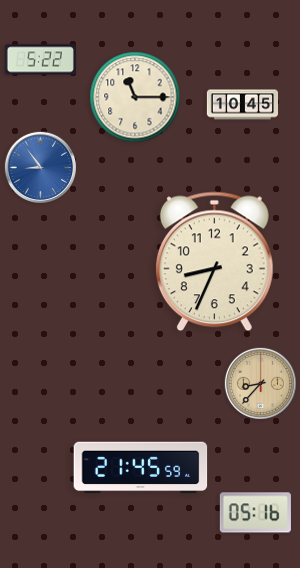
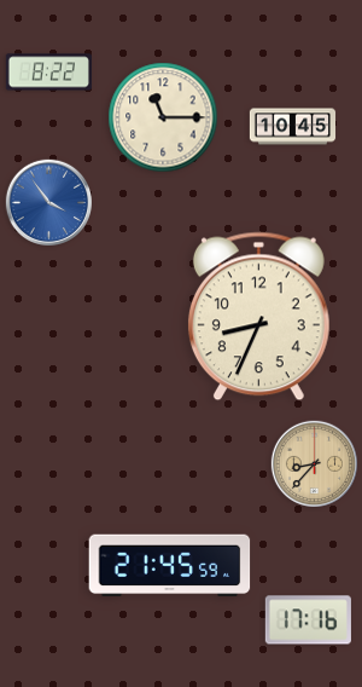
clock at (40, 60): 5:22 -> 8:22
clock at (40, 167): 8:54 -> 3:54
clock at (255, 513): 05:16 -> 17:16
